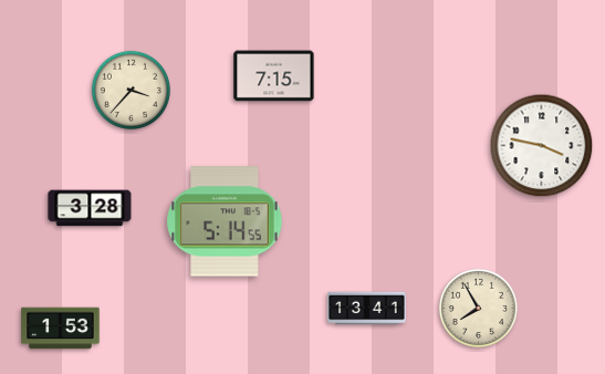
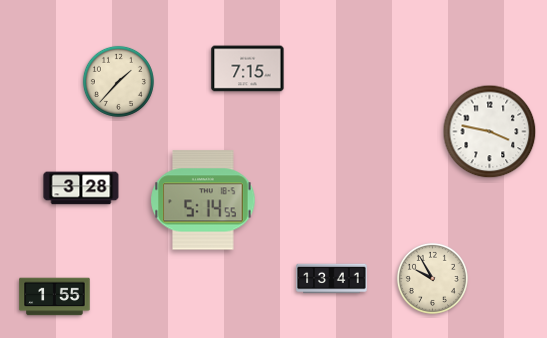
clock at (131, 90): 3:37 -> 1:37
clock at (478, 308): 7:55 -> 9:55
clock at (61, 329): 1:53 -> 1:55
